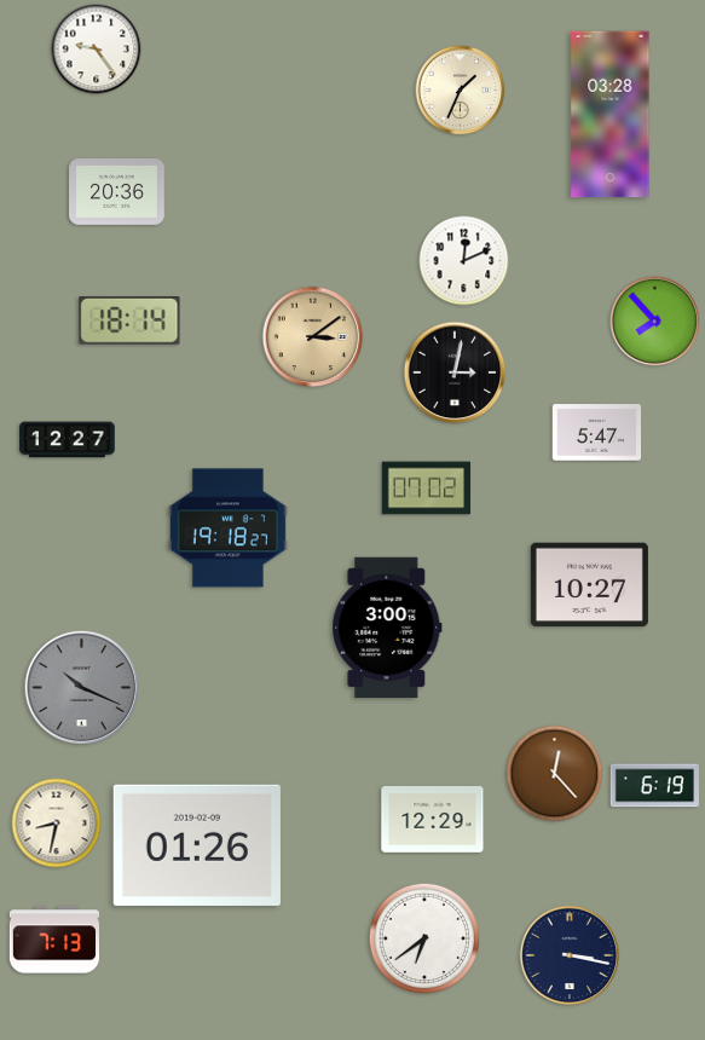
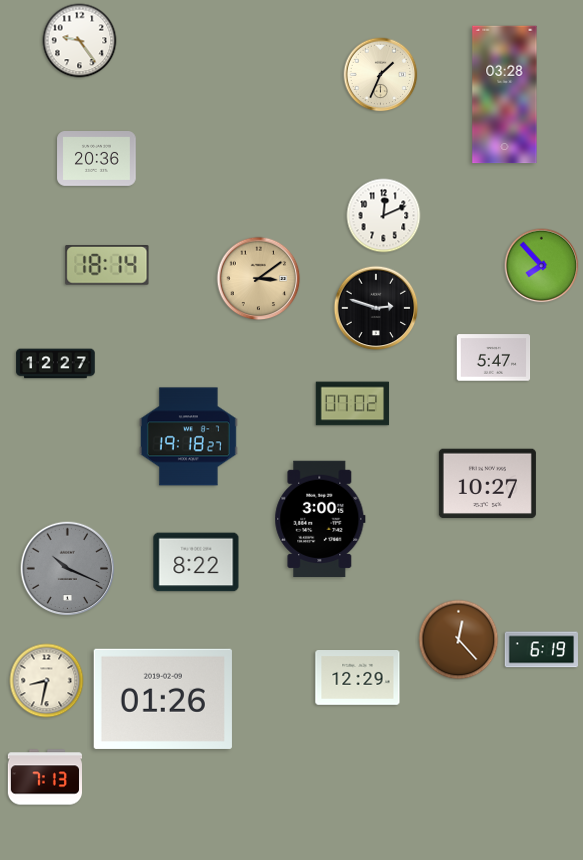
clock at (455, 372): 3:02 -> 2:48
clock at (196, 562): none -> 8:22
clock at (424, 938): 6:39 -> none
clock at (570, 955): 3:17 -> none
